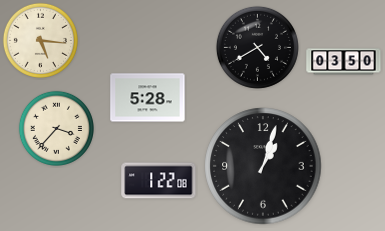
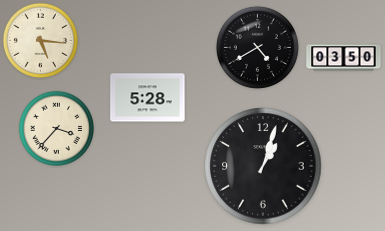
clock at (344, 62) position: (344, 62) -> (344, 58)
clock at (159, 181): 1:22 -> none
